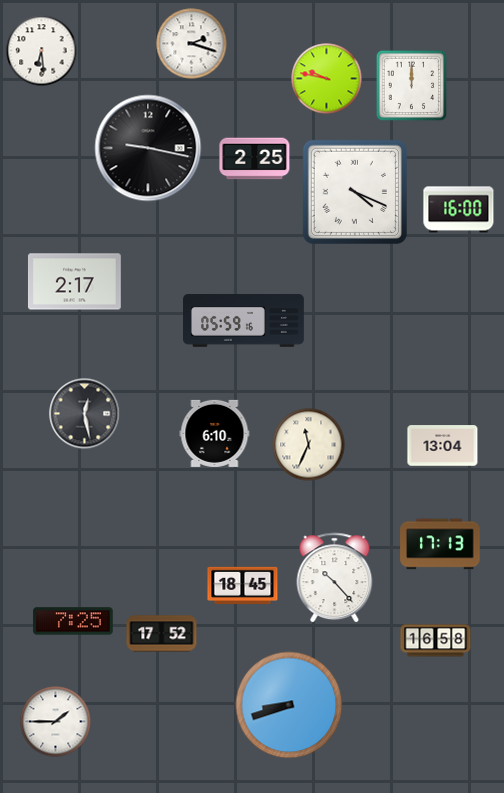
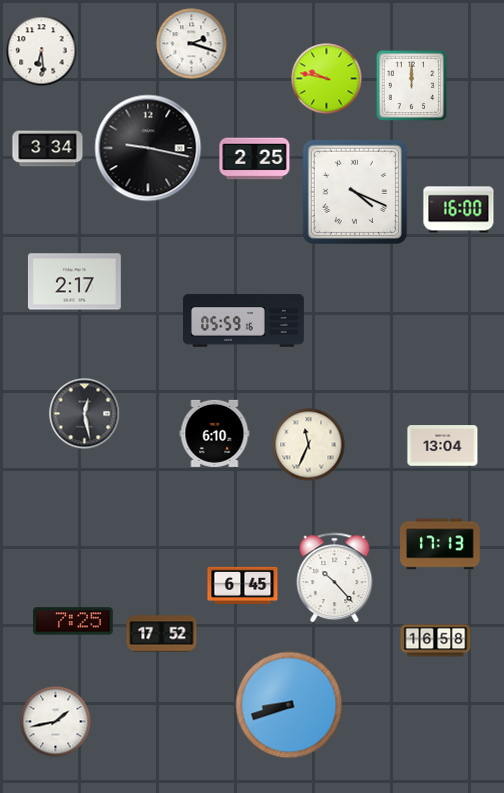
clock at (48, 149): none -> 3:34
clock at (243, 585): 18:45 -> 6:45
clock at (56, 722): 1:45 -> 1:43
